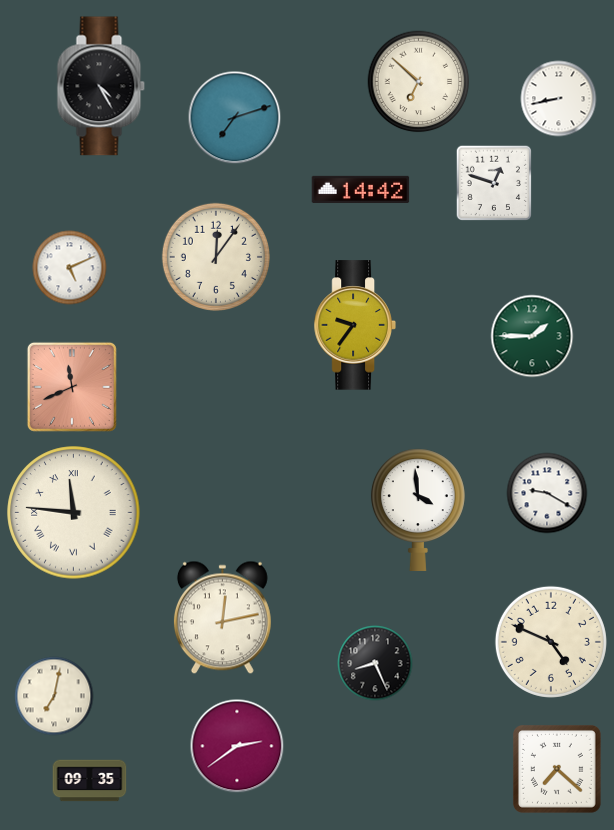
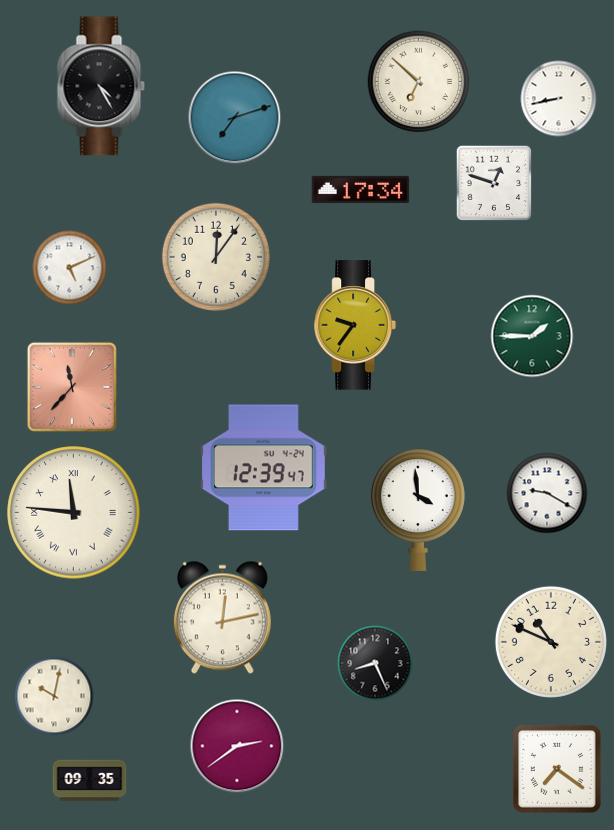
clock at (361, 189): 14:42 -> 17:34
clock at (72, 387): 11:41 -> 11:37
clock at (263, 468): none -> 12:39
clock at (551, 642): 4:49 -> 10:49
clock at (54, 696): 7:02 -> 10:02
clock at (557, 769): 7:22 -> 7:21
